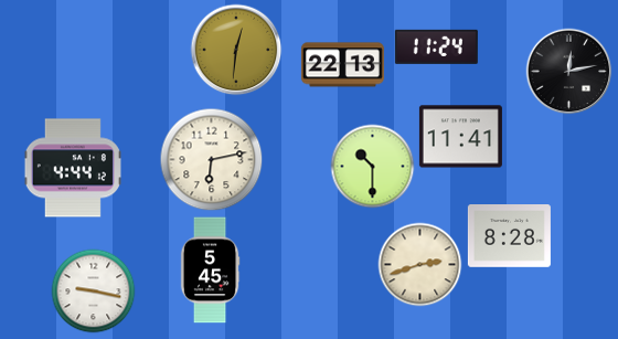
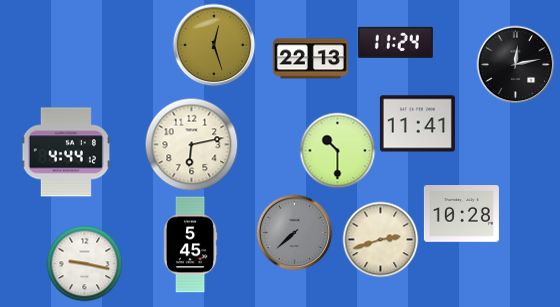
clock at (236, 50): 12:31 -> 12:27
clock at (509, 236): 8:28 -> 10:28
clock at (295, 233): none -> 7:38
